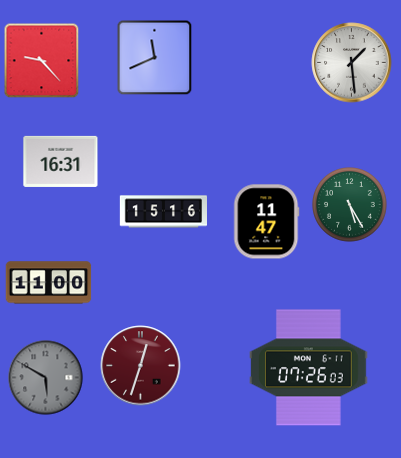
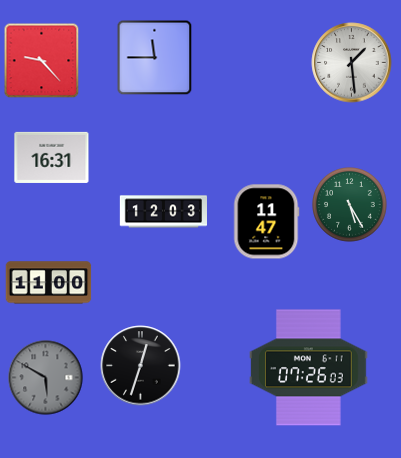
clock at (155, 58): 11:41 -> 11:45
clock at (61, 161) position: (61, 161) -> (52, 157)
clock at (163, 212): 15:16 -> 12:03
clock at (141, 366) dial: burgundy -> black
